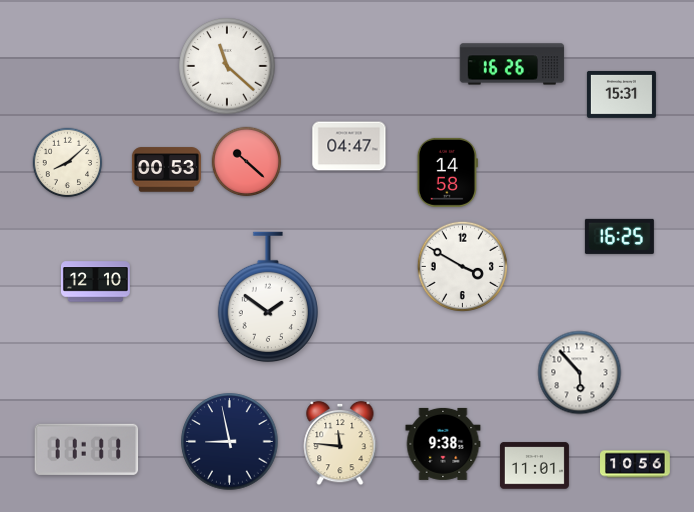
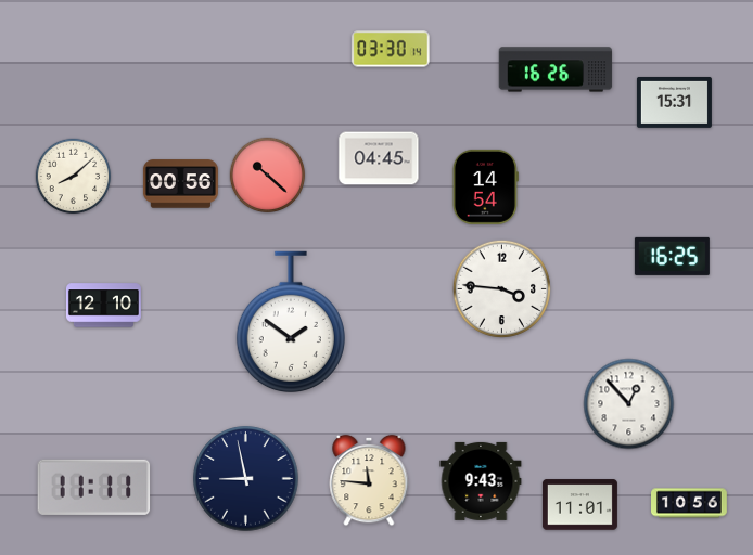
clock at (391, 49): none -> 03:30
clock at (227, 66): 11:22 -> none
clock at (349, 146): 04:47 -> 04:45
clock at (166, 170): 00:53 -> 00:56
clock at (447, 172): 14:58 -> 14:54
clock at (463, 267): 3:50 -> 3:46
clock at (580, 373): 5:53 -> 12:53
clock at (230, 442) position: (230, 442) -> (246, 479)
clock at (443, 444): 9:38 -> 9:43
